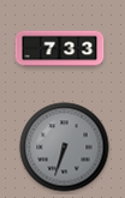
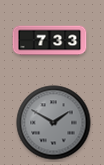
clock at (65, 148): 6:33 -> 1:50
